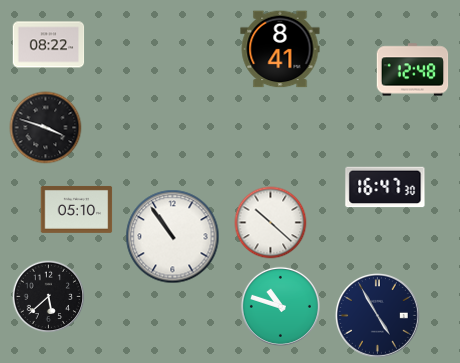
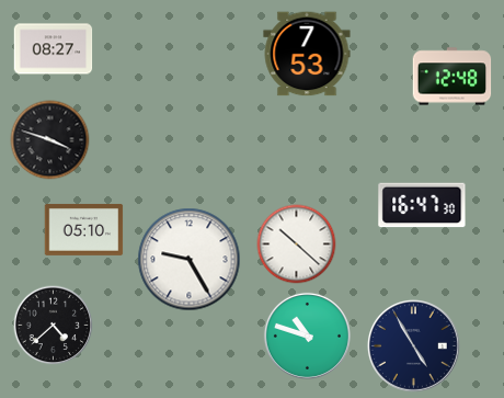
clock at (49, 45): 08:22 -> 08:27
clock at (280, 49): 8:41 -> 7:53
clock at (173, 237): 10:54 -> 9:25
clock at (49, 297): 5:38 -> 4:38
